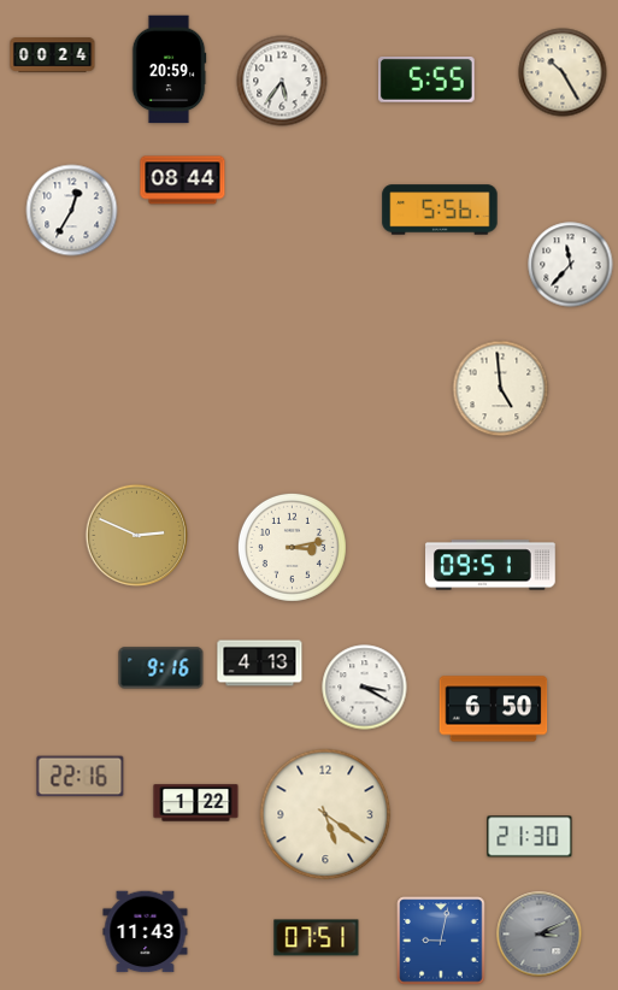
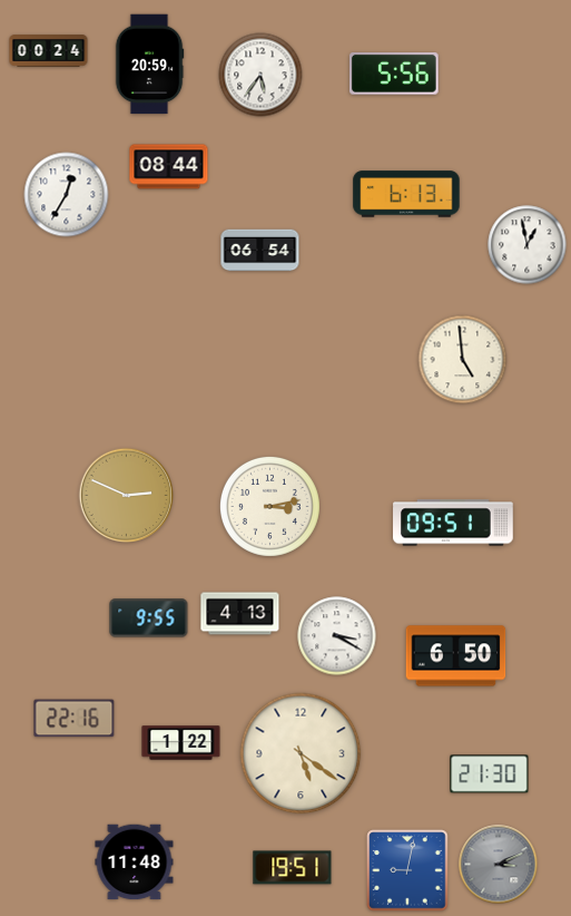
clock at (169, 70) position: (169, 70) -> (149, 65)
clock at (563, 72): 10:25 -> none
clock at (426, 81): 5:55 -> 5:56
clock at (440, 210): 5:56 -> 6:13
clock at (571, 265): 11:37 -> 12:58
clock at (260, 251): none -> 06:54
clock at (161, 668): 9:16 -> 9:55
clock at (146, 932): 11:43 -> 11:48
clock at (317, 938): 07:51 -> 19:51
